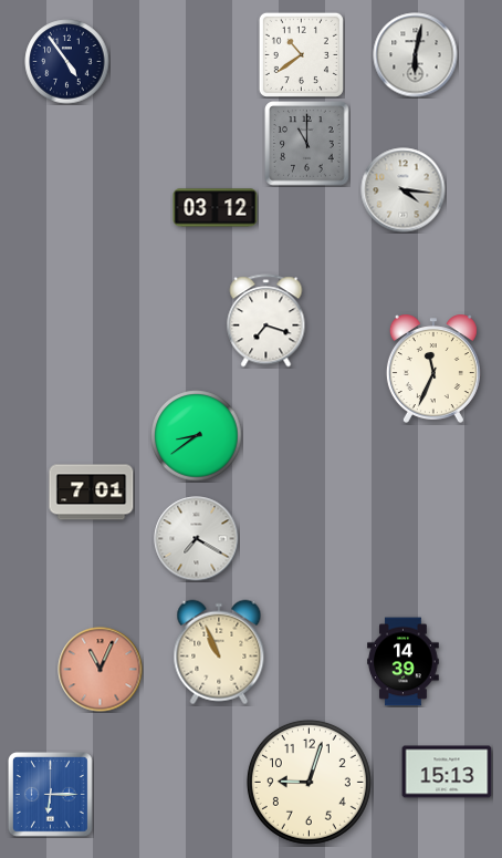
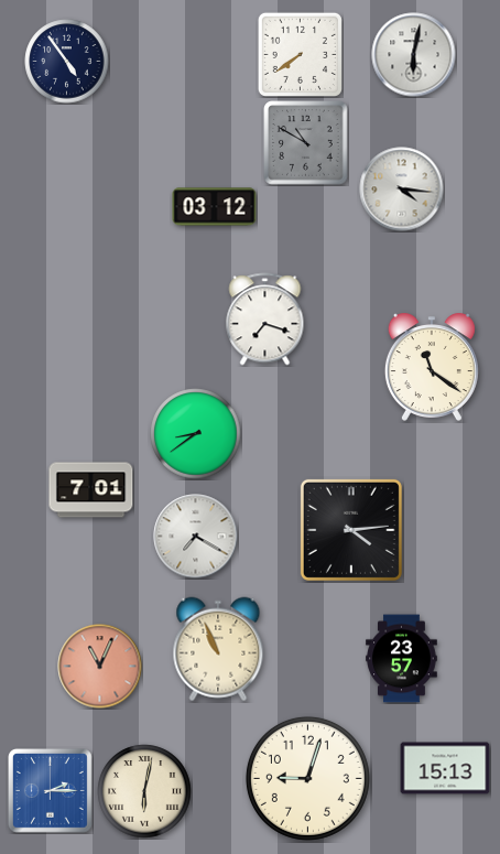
clock at (301, 54): 10:39 -> 7:39
clock at (307, 144): 11:00 -> 10:50
clock at (433, 369): 11:34 -> 11:21
clock at (351, 530): none -> 4:14
clock at (404, 662): 14:39 -> 23:57
clock at (50, 794): 6:15 -> 2:15
clock at (144, 791): none -> 6:02
